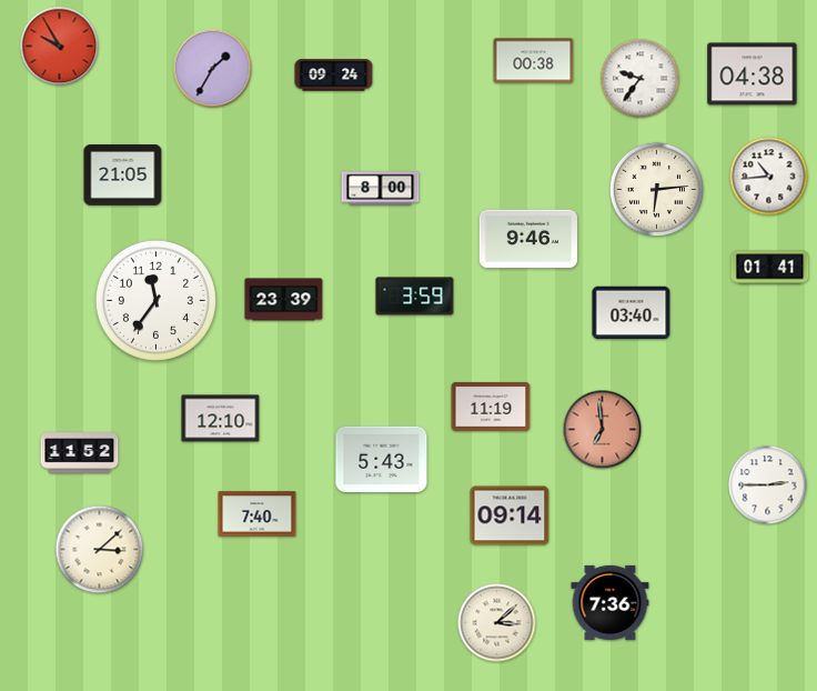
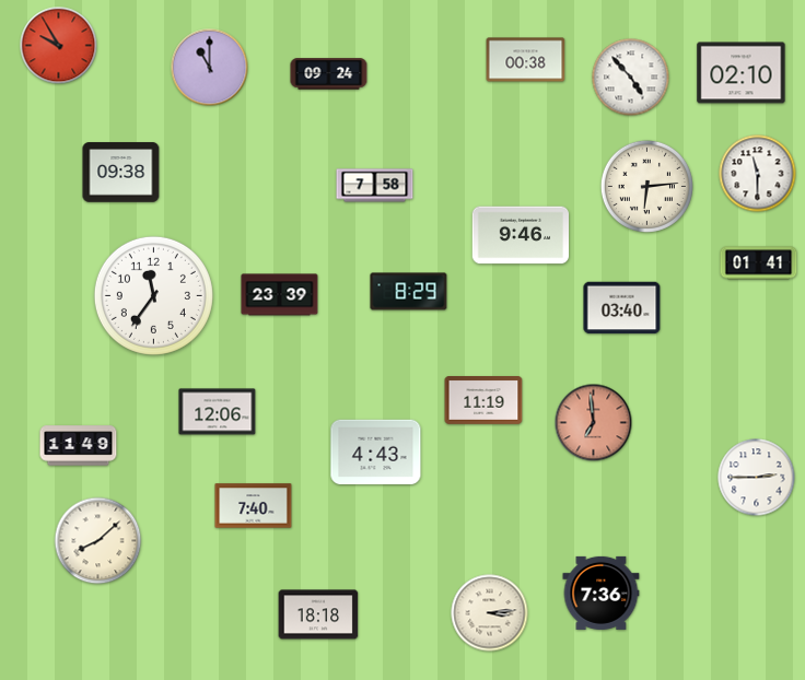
clock at (213, 69): 1:35 -> 11:00
clock at (753, 74): 04:38 -> 02:10
clock at (641, 79): 9:36 -> 4:53
clock at (123, 176): 21:05 -> 09:38
clock at (769, 177): 10:44 -> 11:30
clock at (381, 189): 8:00 -> 7:58
clock at (415, 297): 3:59 -> 8:29
clock at (221, 419): 12:10 -> 12:06
clock at (80, 453): 11:52 -> 11:49
clock at (382, 460): 5:43 -> 4:43
clock at (510, 515): 09:14 -> none
clock at (100, 550): 3:08 -> 8:08
clock at (497, 623): 3:08 -> 3:14
clock at (318, 614): none -> 18:18
